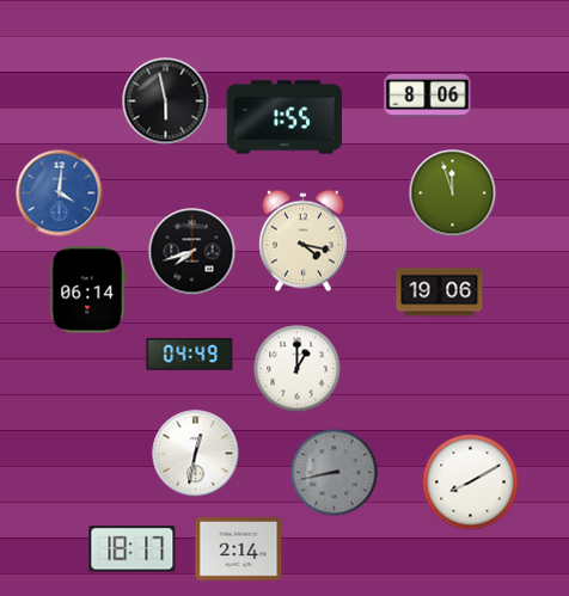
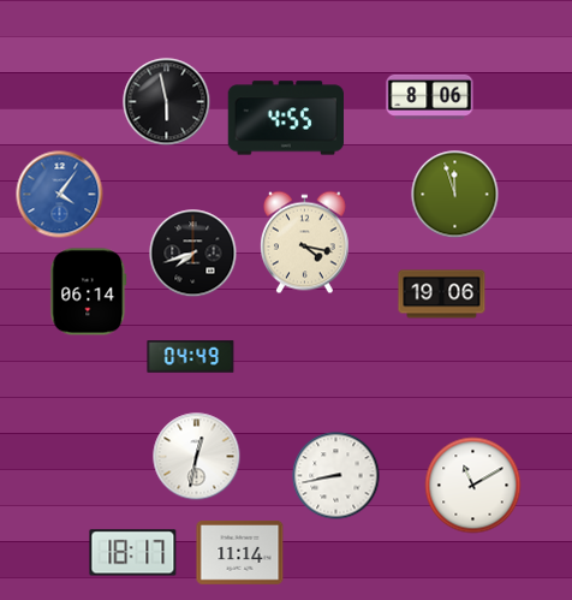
clock at (283, 117): 1:55 -> 4:55
clock at (60, 193): 4:01 -> 4:06
clock at (298, 369): 1:00 -> none
clock at (335, 473) dial: grey -> white
clock at (471, 483): 8:10 -> 11:10
clock at (239, 549): 2:14 -> 11:14
